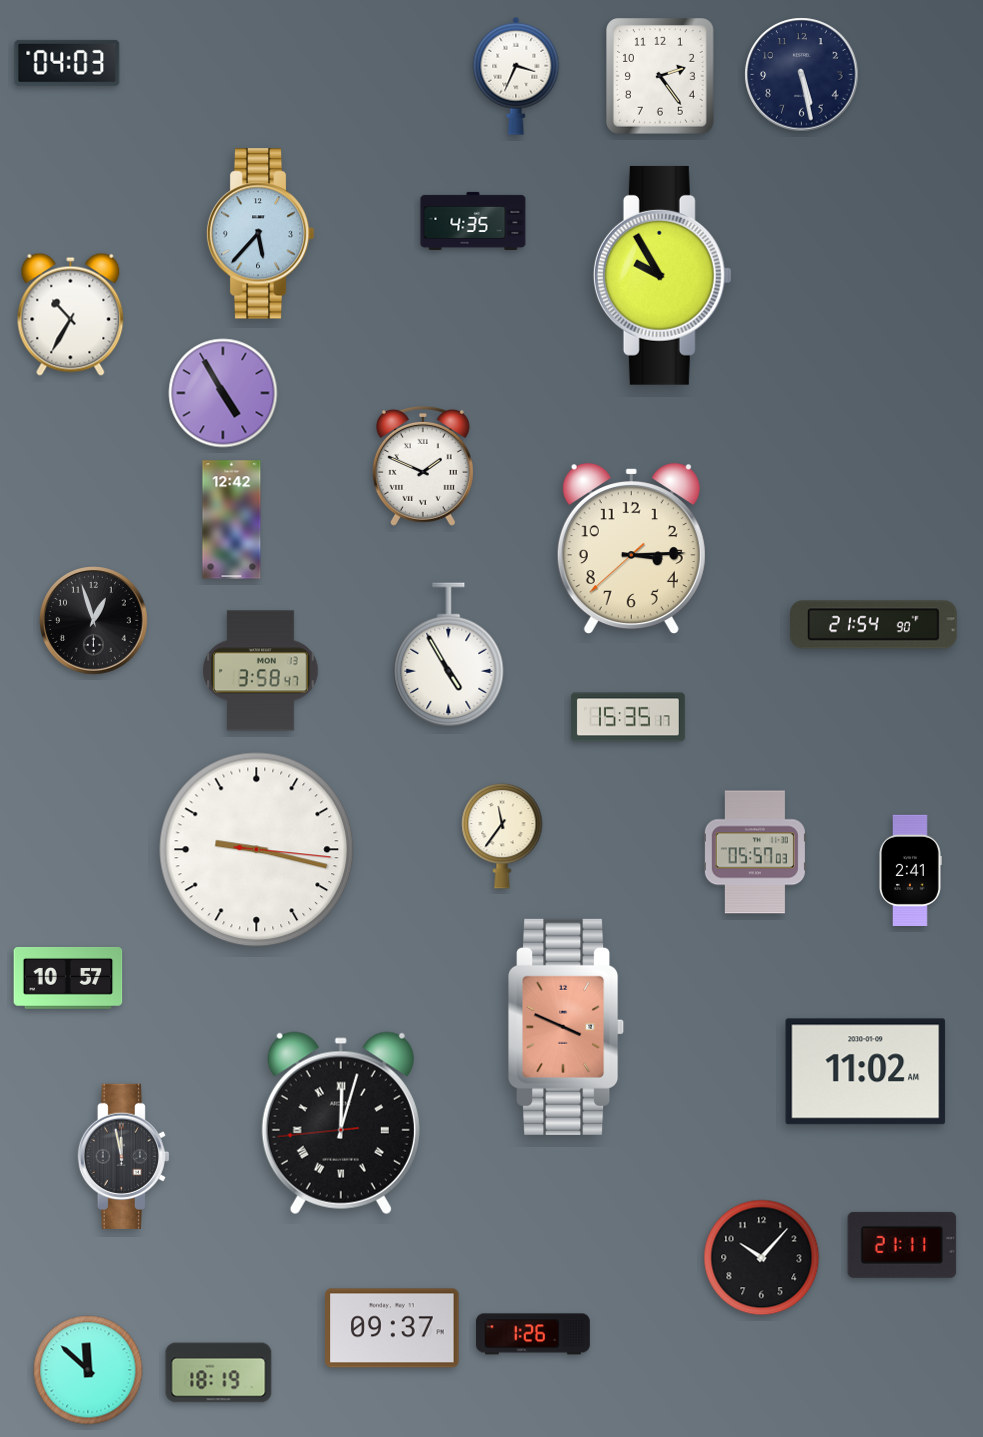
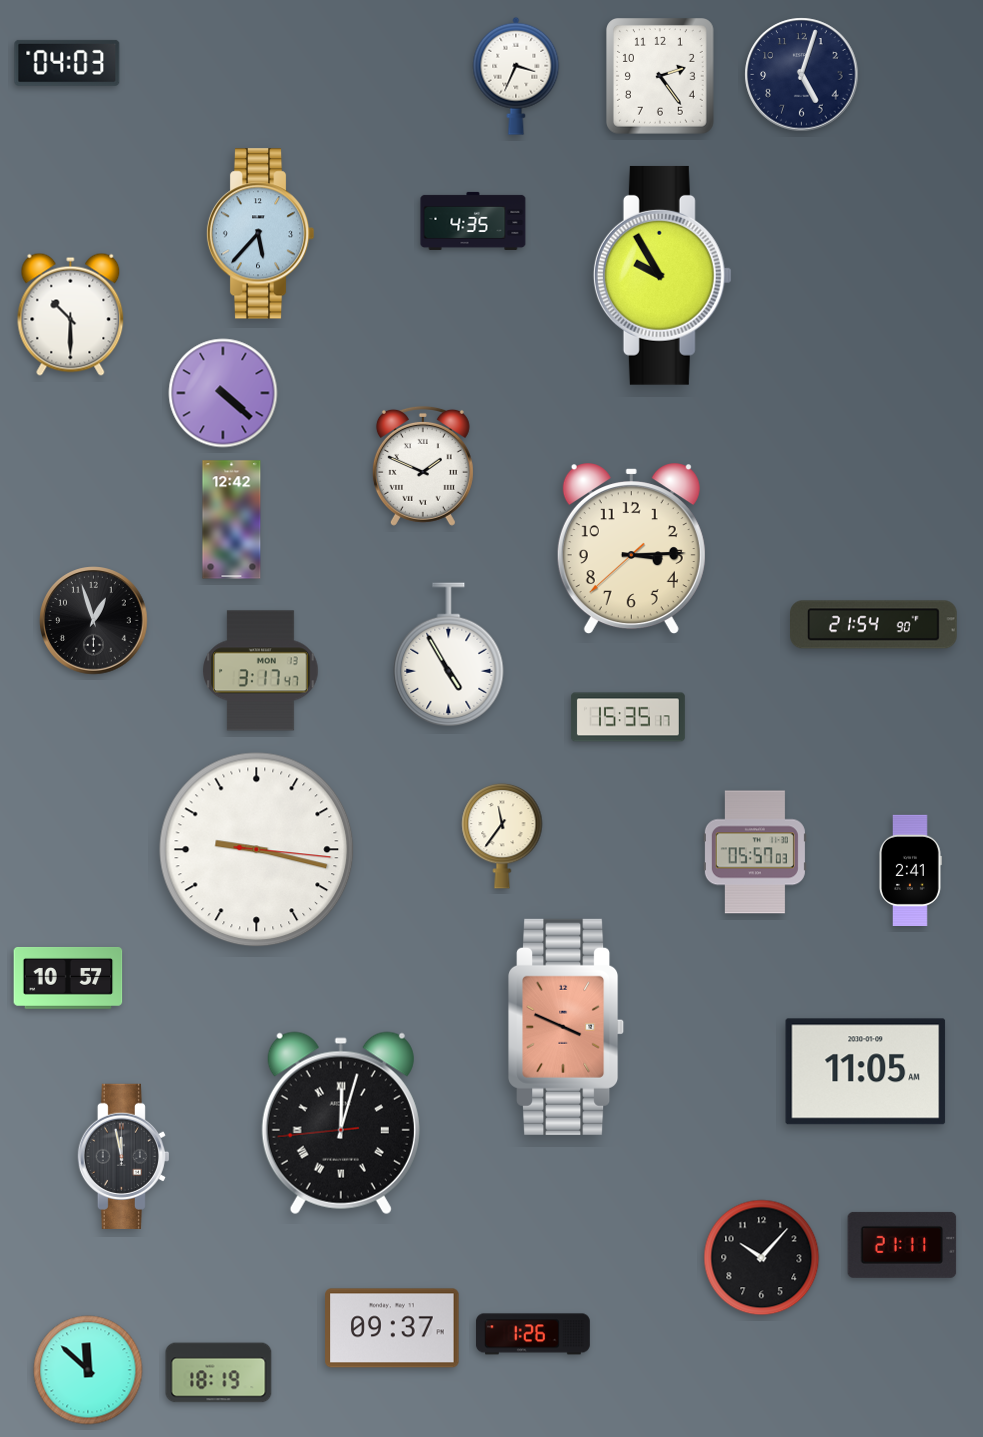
clock at (802, 75): 5:28 -> 5:03
clock at (71, 314): 10:35 -> 10:30
clock at (223, 393): 4:55 -> 4:22
clock at (261, 671): 3:58 -> 3:17
clock at (866, 1072): 11:02 -> 11:05
